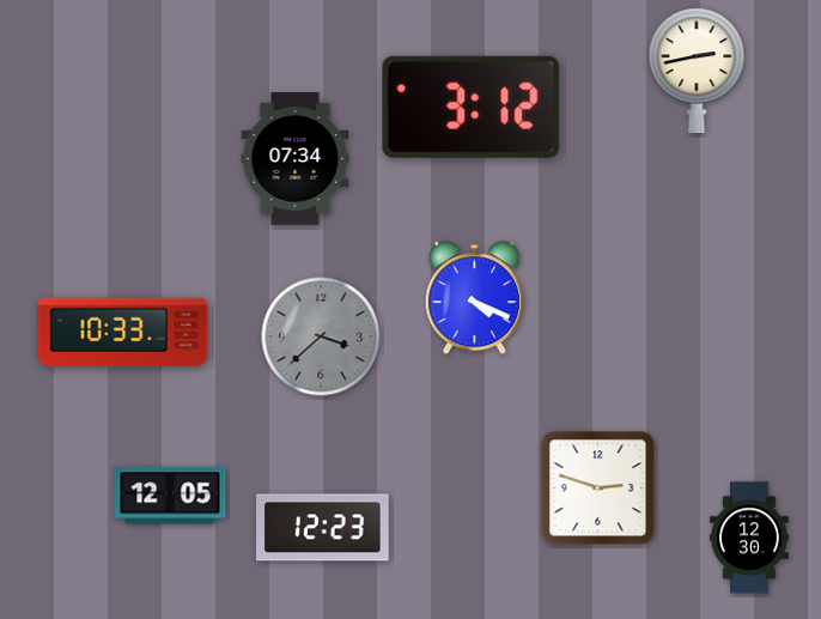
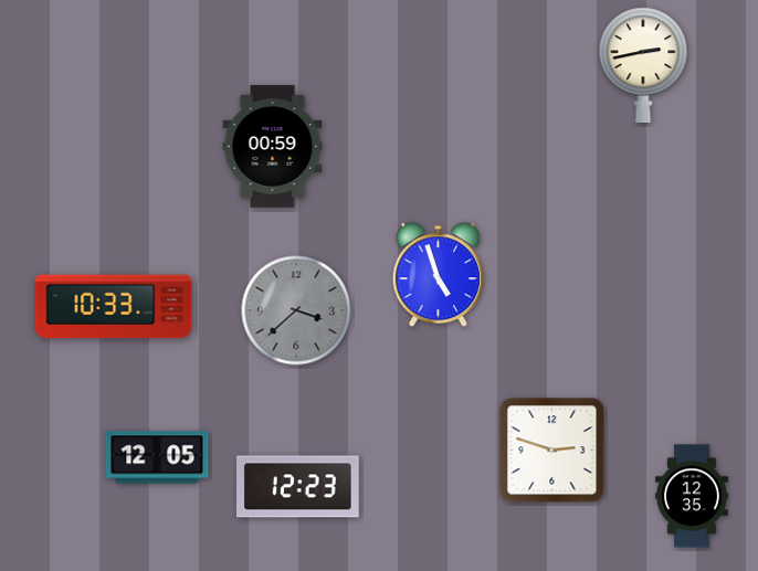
clock at (472, 107): 3:12 -> none
clock at (296, 159): 07:34 -> 00:59
clock at (474, 298): 4:19 -> 4:57
clock at (750, 538): 12:30 -> 12:35
